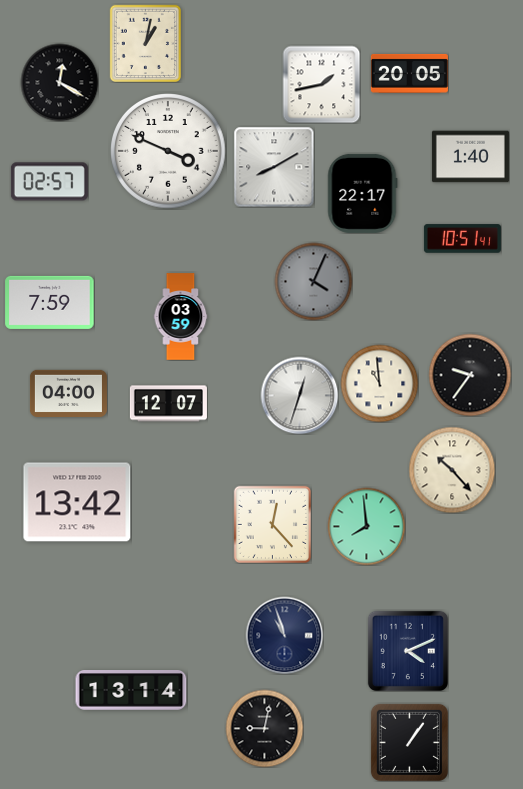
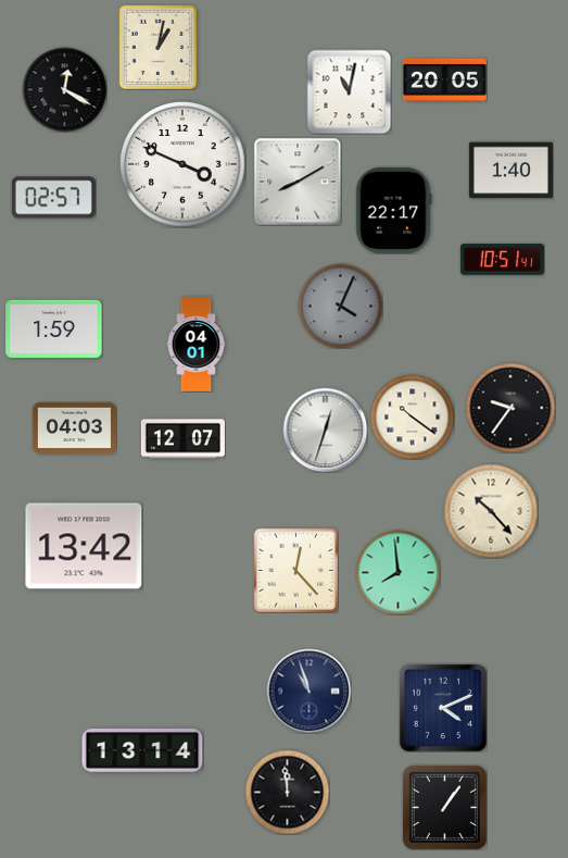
clock at (321, 84): 1:43 -> 11:02
clock at (50, 302): 7:59 -> 1:59
clock at (181, 317): 03:59 -> 04:01
clock at (379, 383): 10:59 -> 10:21
clock at (68, 393): 04:00 -> 04:03
clock at (264, 728): 9:02 -> 11:59
